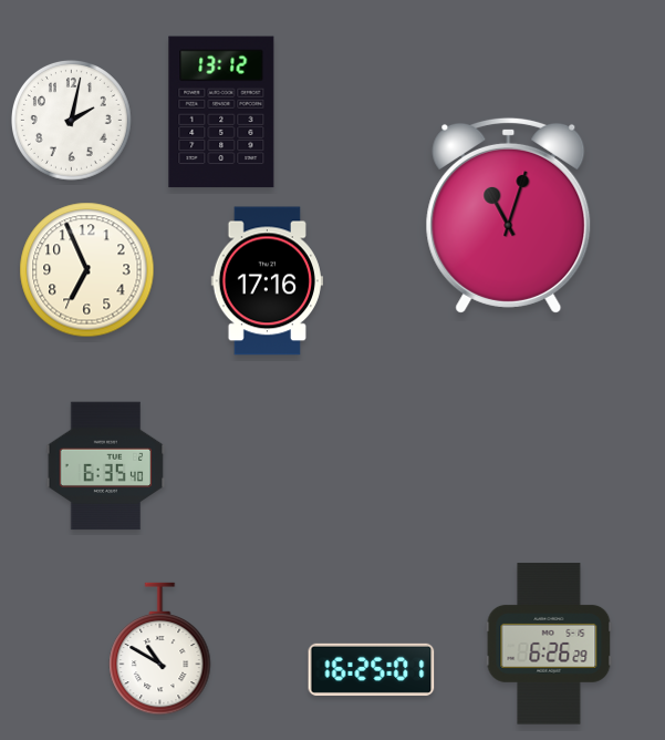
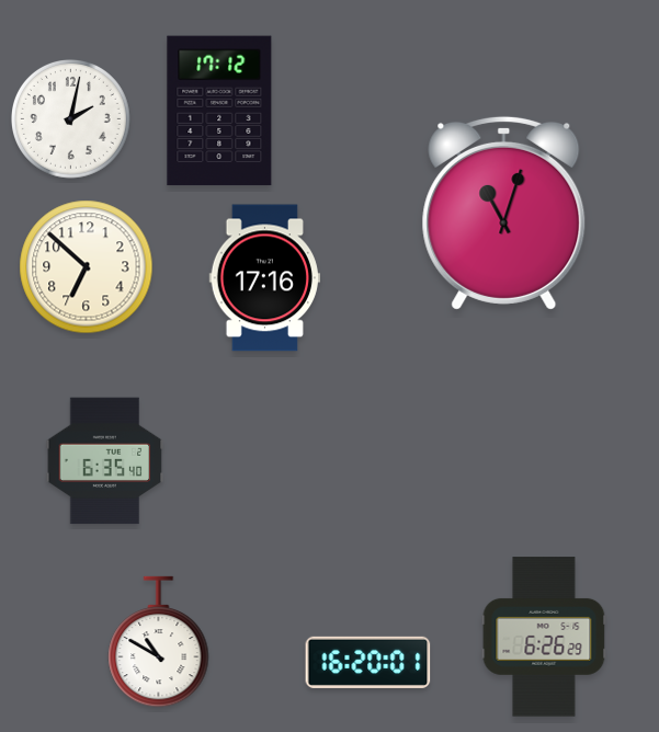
clock at (221, 112): 13:12 -> 17:12
clock at (87, 270): 6:56 -> 6:52
clock at (372, 669): 16:25 -> 16:20
